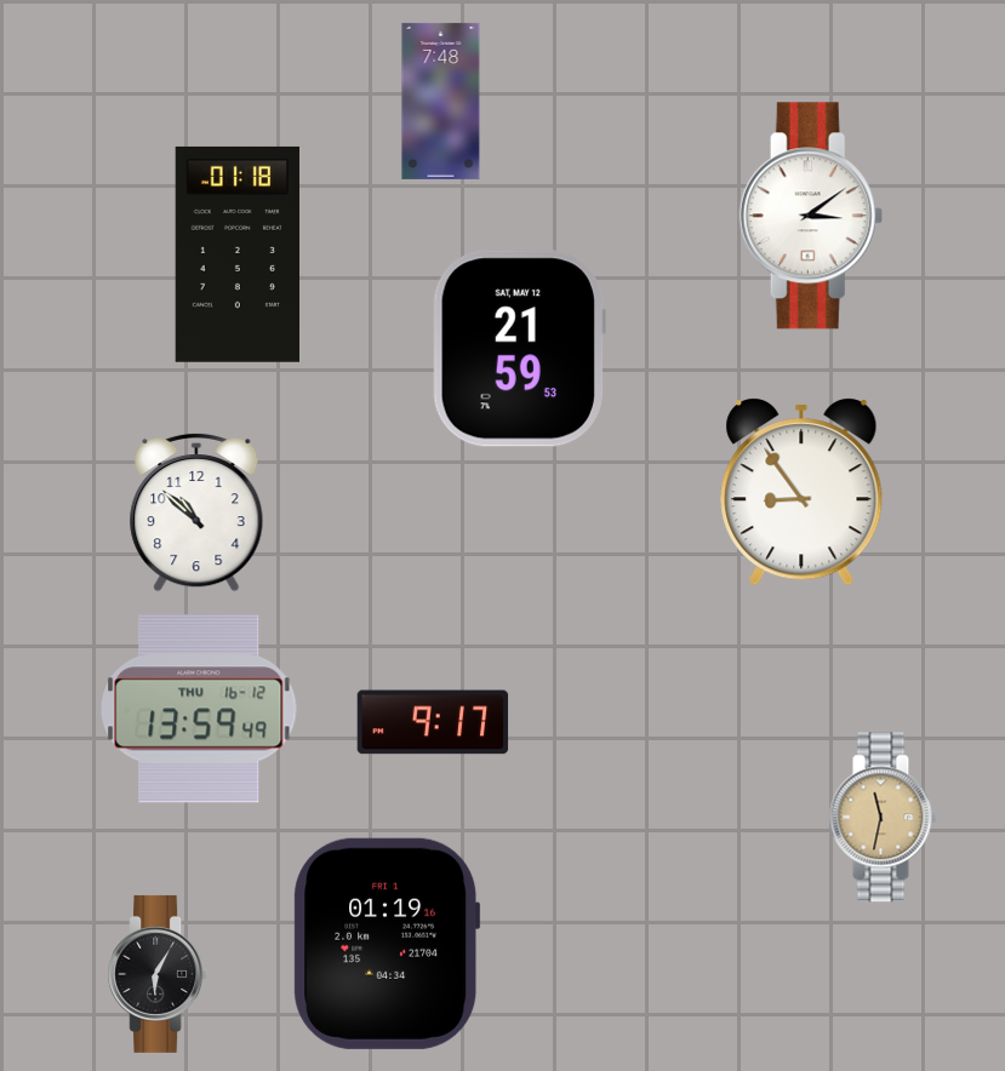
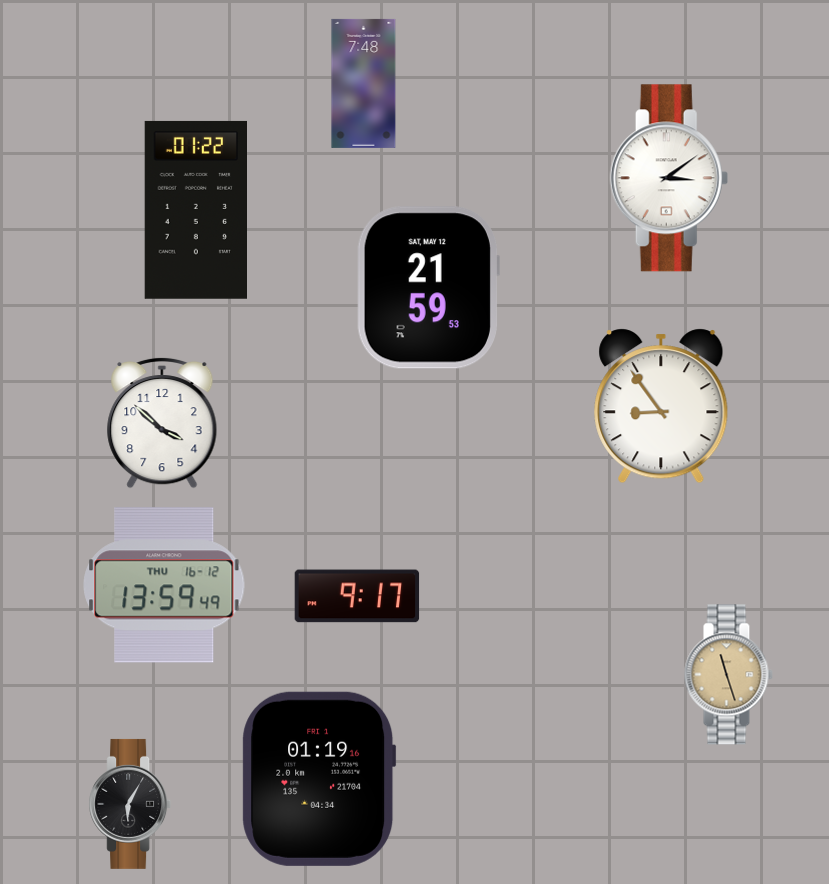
clock at (236, 254): 01:18 -> 01:22
clock at (196, 512): 10:52 -> 3:52
clock at (883, 818): 11:32 -> 11:27
